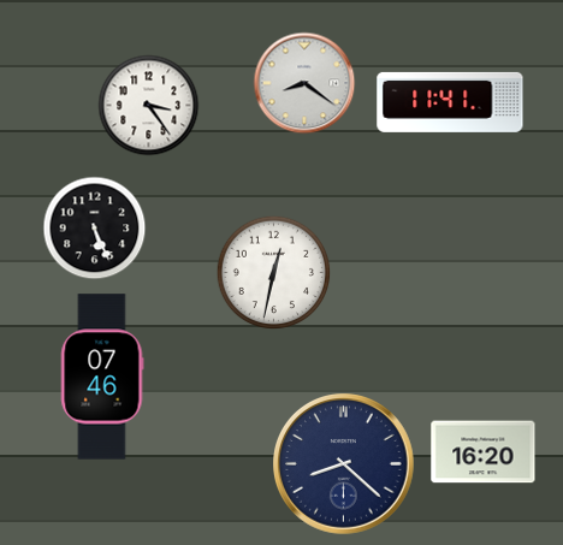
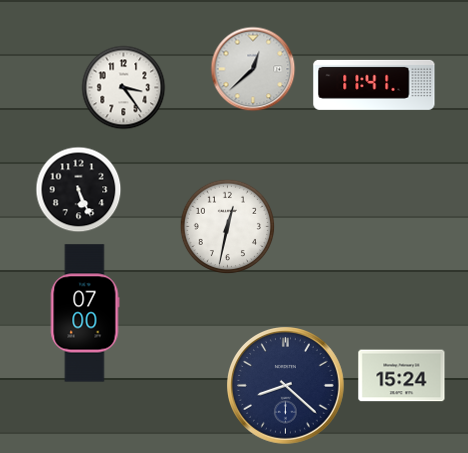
clock at (304, 83): 8:21 -> 12:38
clock at (102, 377): 07:46 -> 07:00
clock at (484, 452): 16:20 -> 15:24
